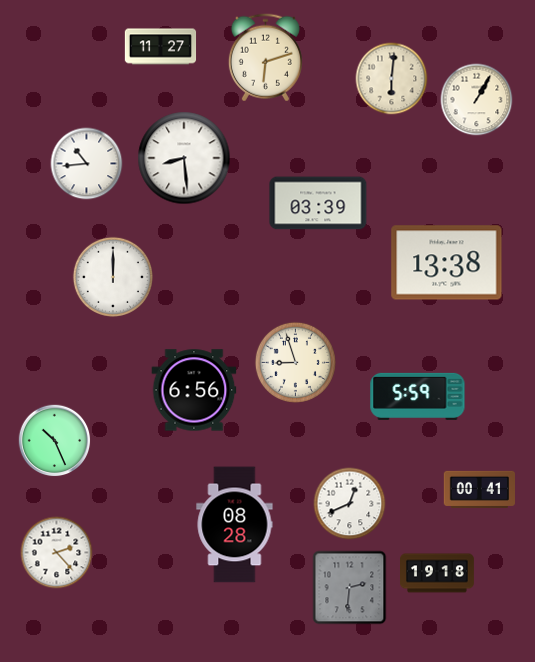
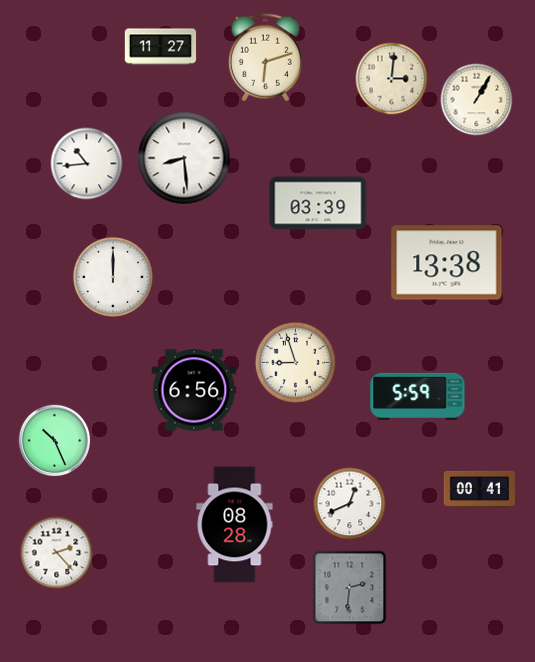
clock at (392, 79): 6:01 -> 3:01
clock at (438, 573): 19:18 -> none
